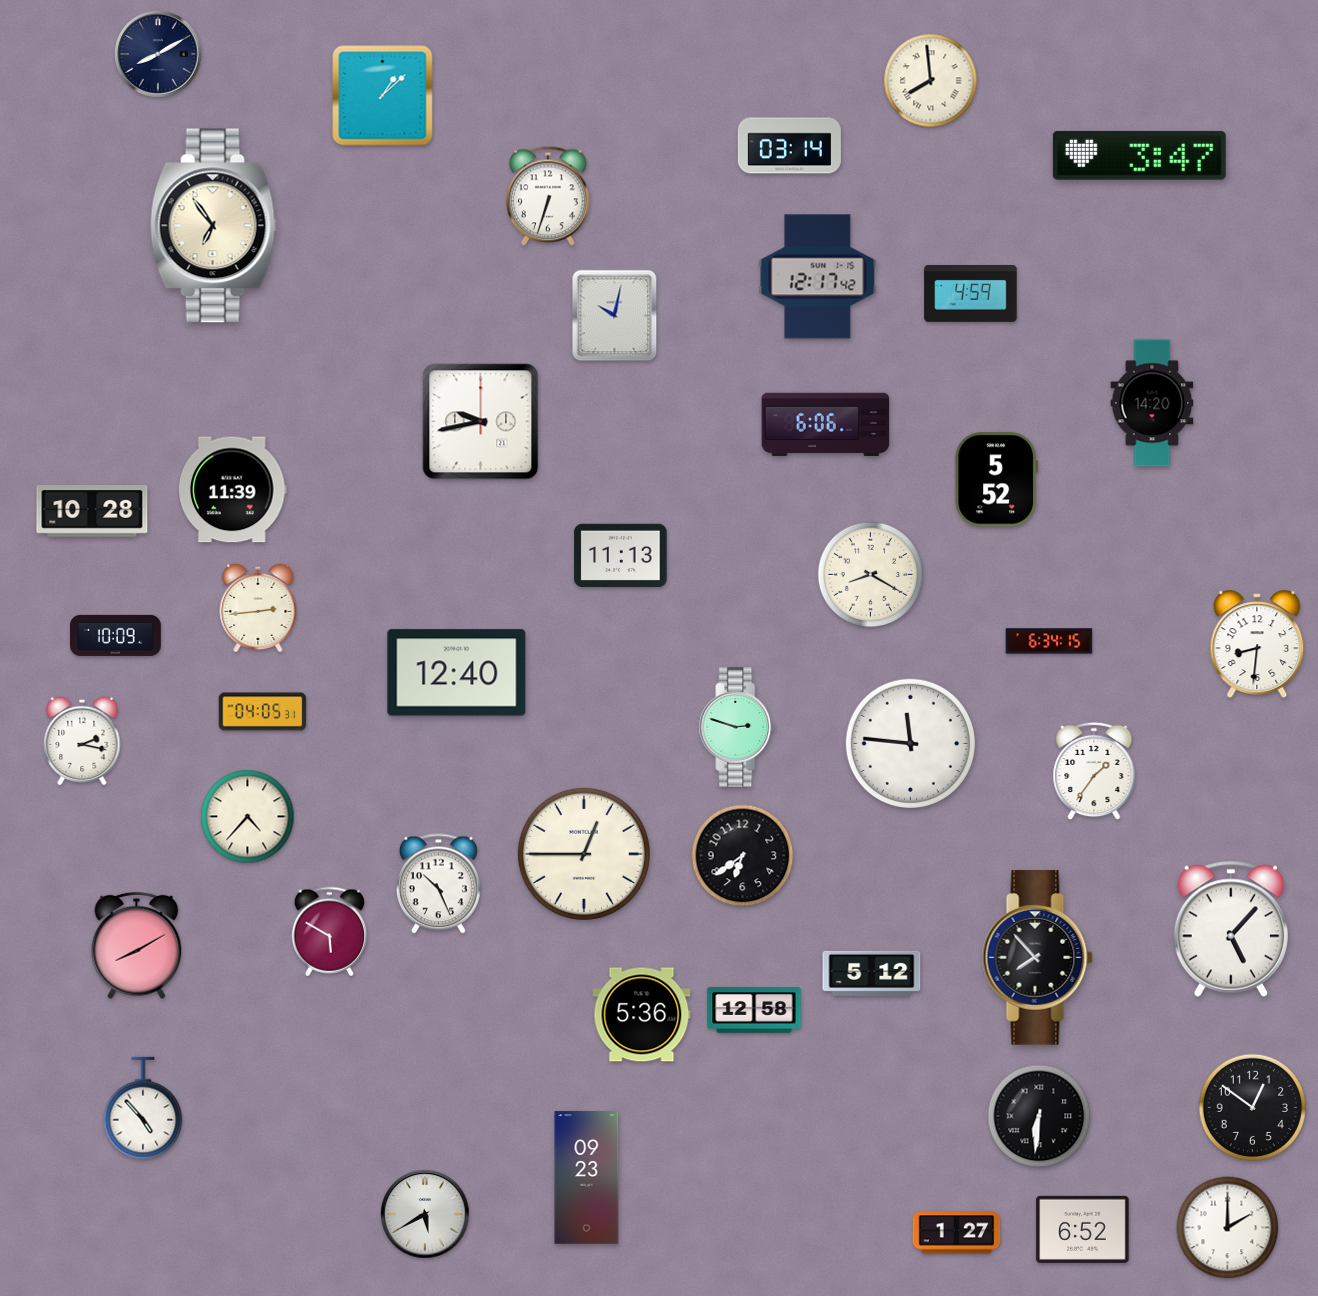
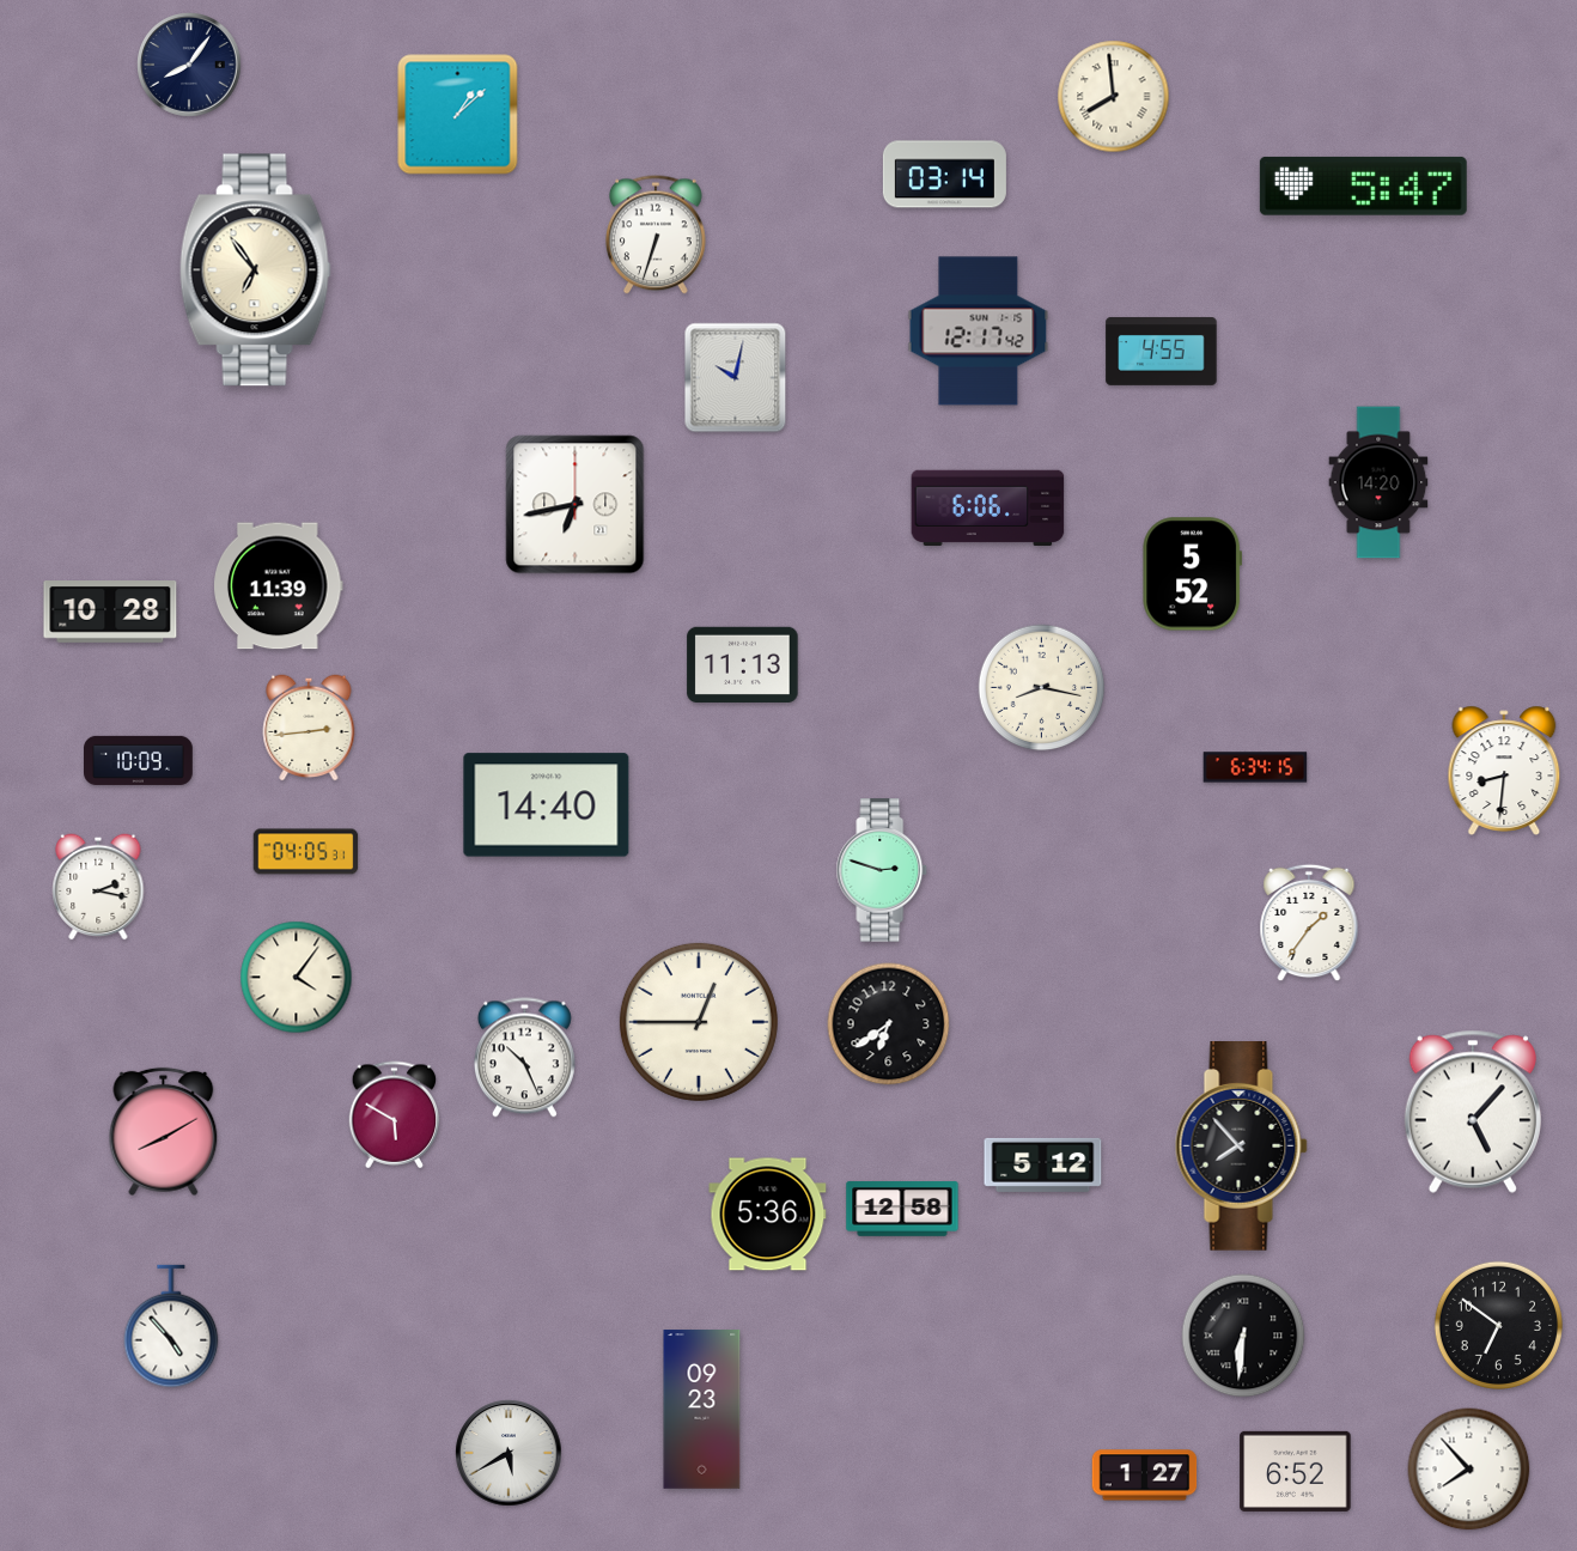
clock at (158, 54): 8:10 -> 8:06
clock at (1139, 155): 3:47 -> 5:47
clock at (971, 293): 4:59 -> 4:55
clock at (481, 422): 9:43 -> 6:43
clock at (871, 575): 8:20 -> 8:17
clock at (457, 673): 12:40 -> 14:40
clock at (263, 712) position: (263, 712) -> (306, 852)
clock at (910, 743): 11:46 -> none
clock at (248, 817): 4:37 -> 4:06
clock at (1252, 1107): 12:51 -> 6:51
clock at (1228, 1228): 2:00 -> 7:53
